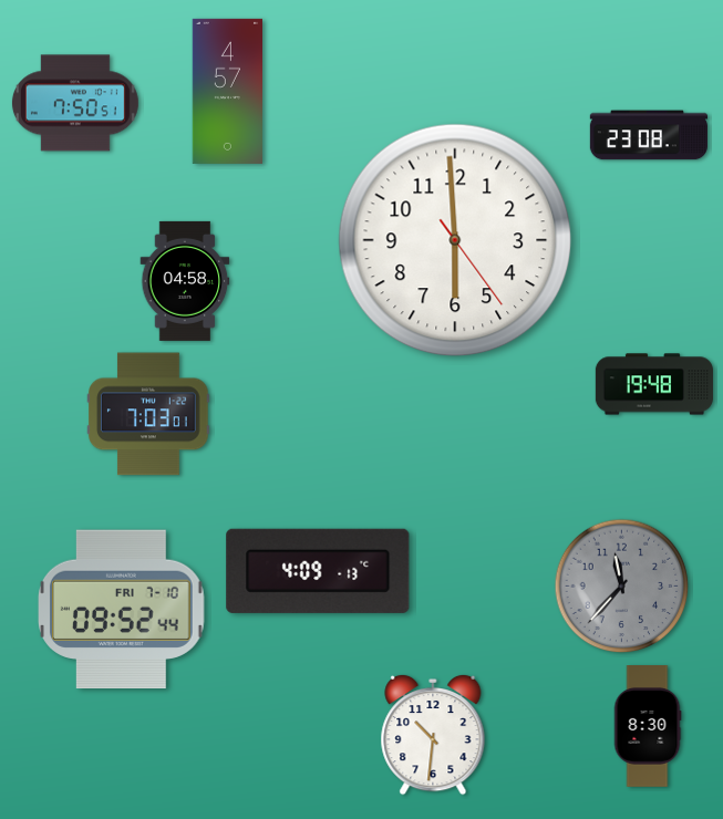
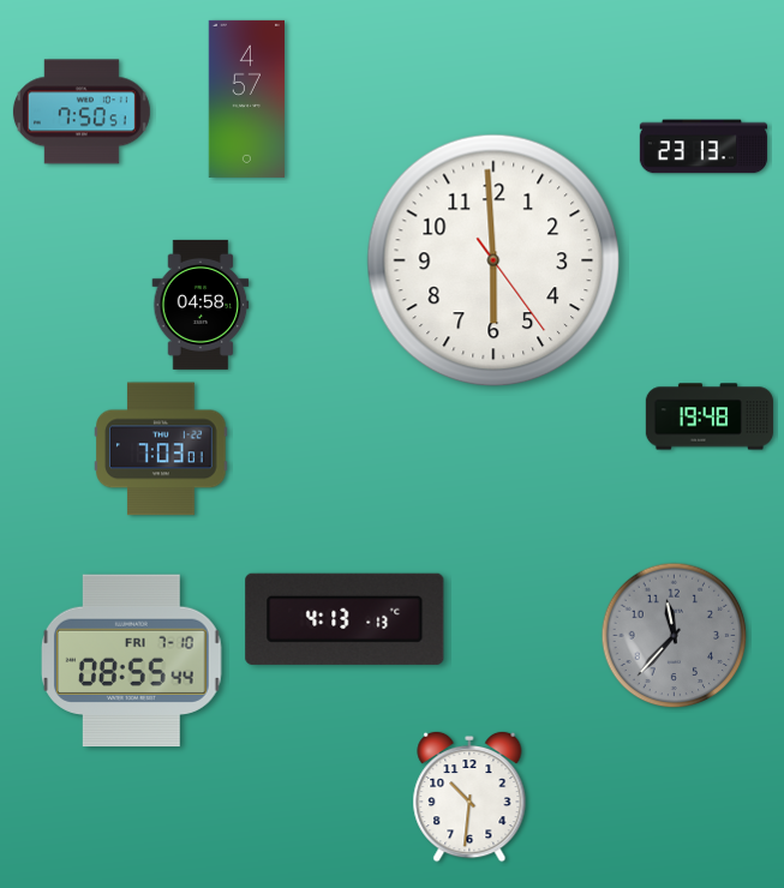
clock at (649, 135): 23:08 -> 23:13
clock at (318, 571): 4:09 -> 4:13
clock at (122, 610): 09:52 -> 08:55
clock at (648, 727): 8:30 -> none
